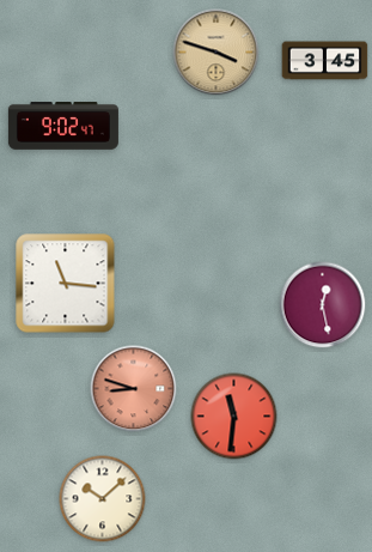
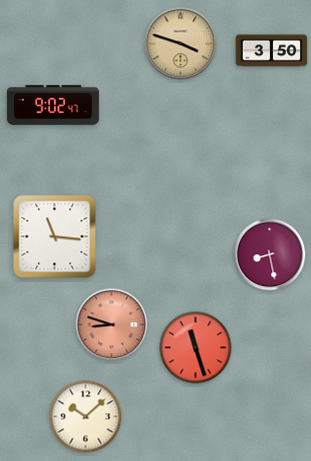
clock at (325, 61): 3:45 -> 3:50
clock at (323, 305): 12:28 -> 8:28
clock at (234, 417): 11:31 -> 11:27
